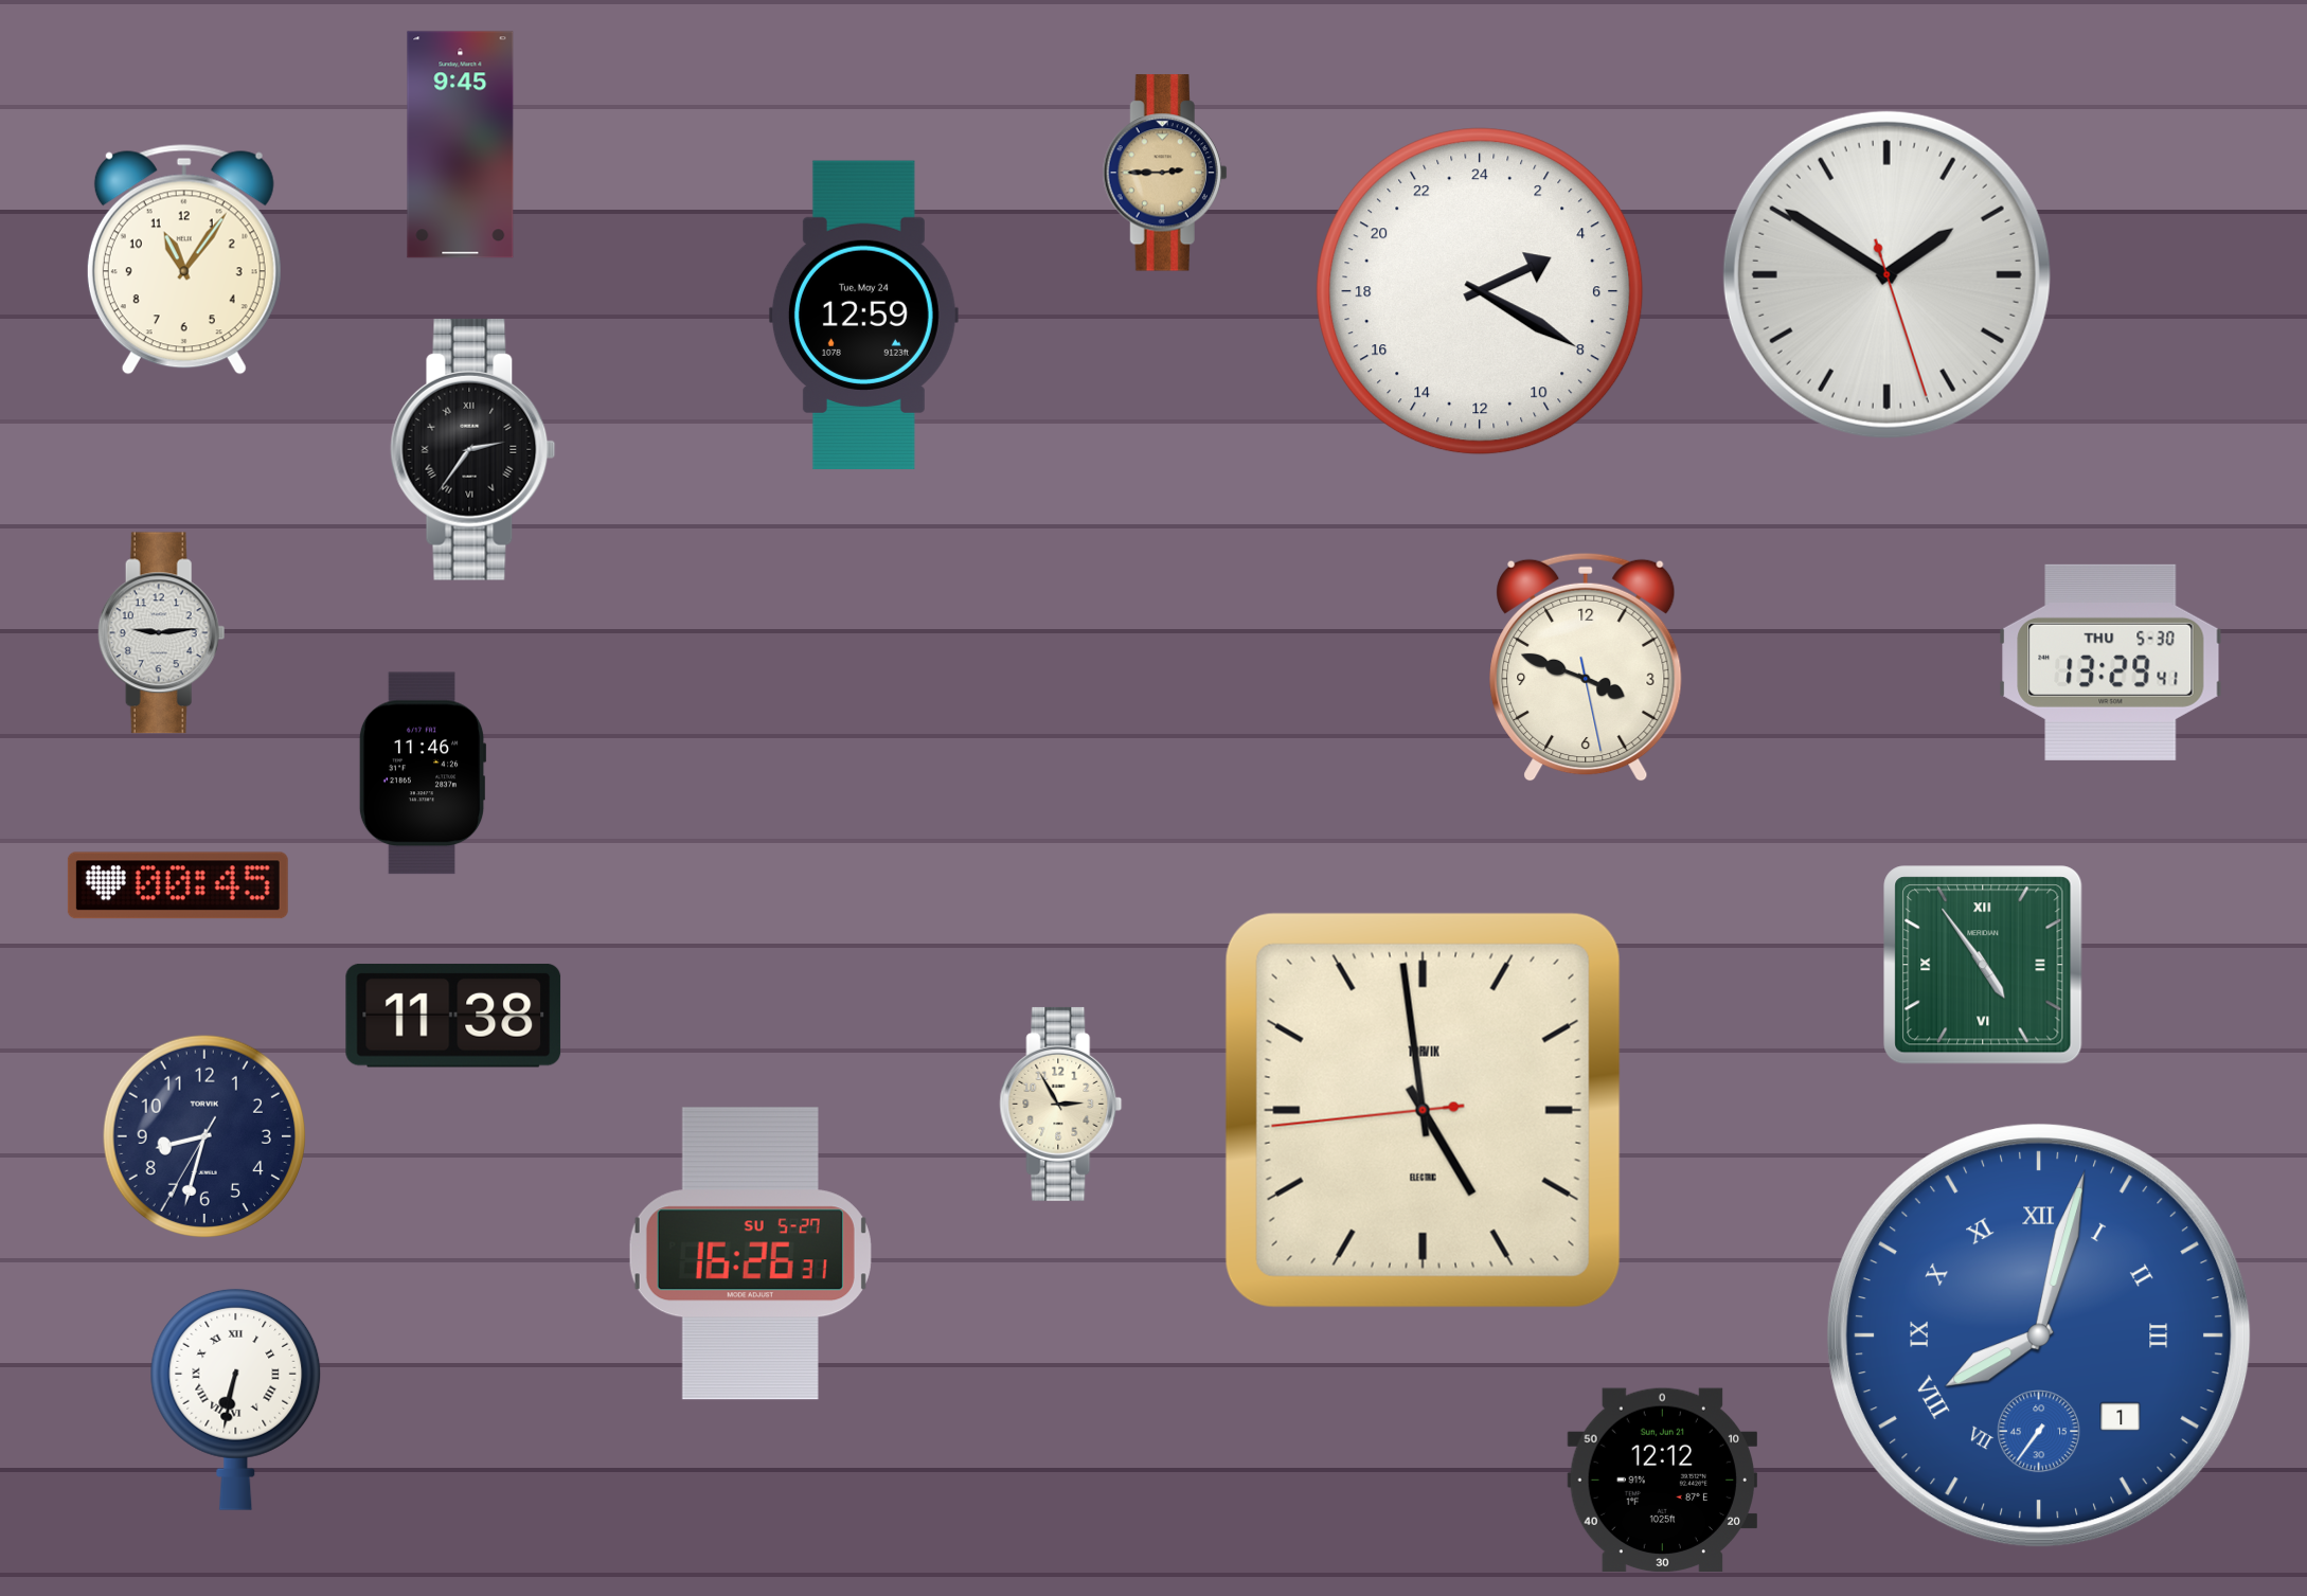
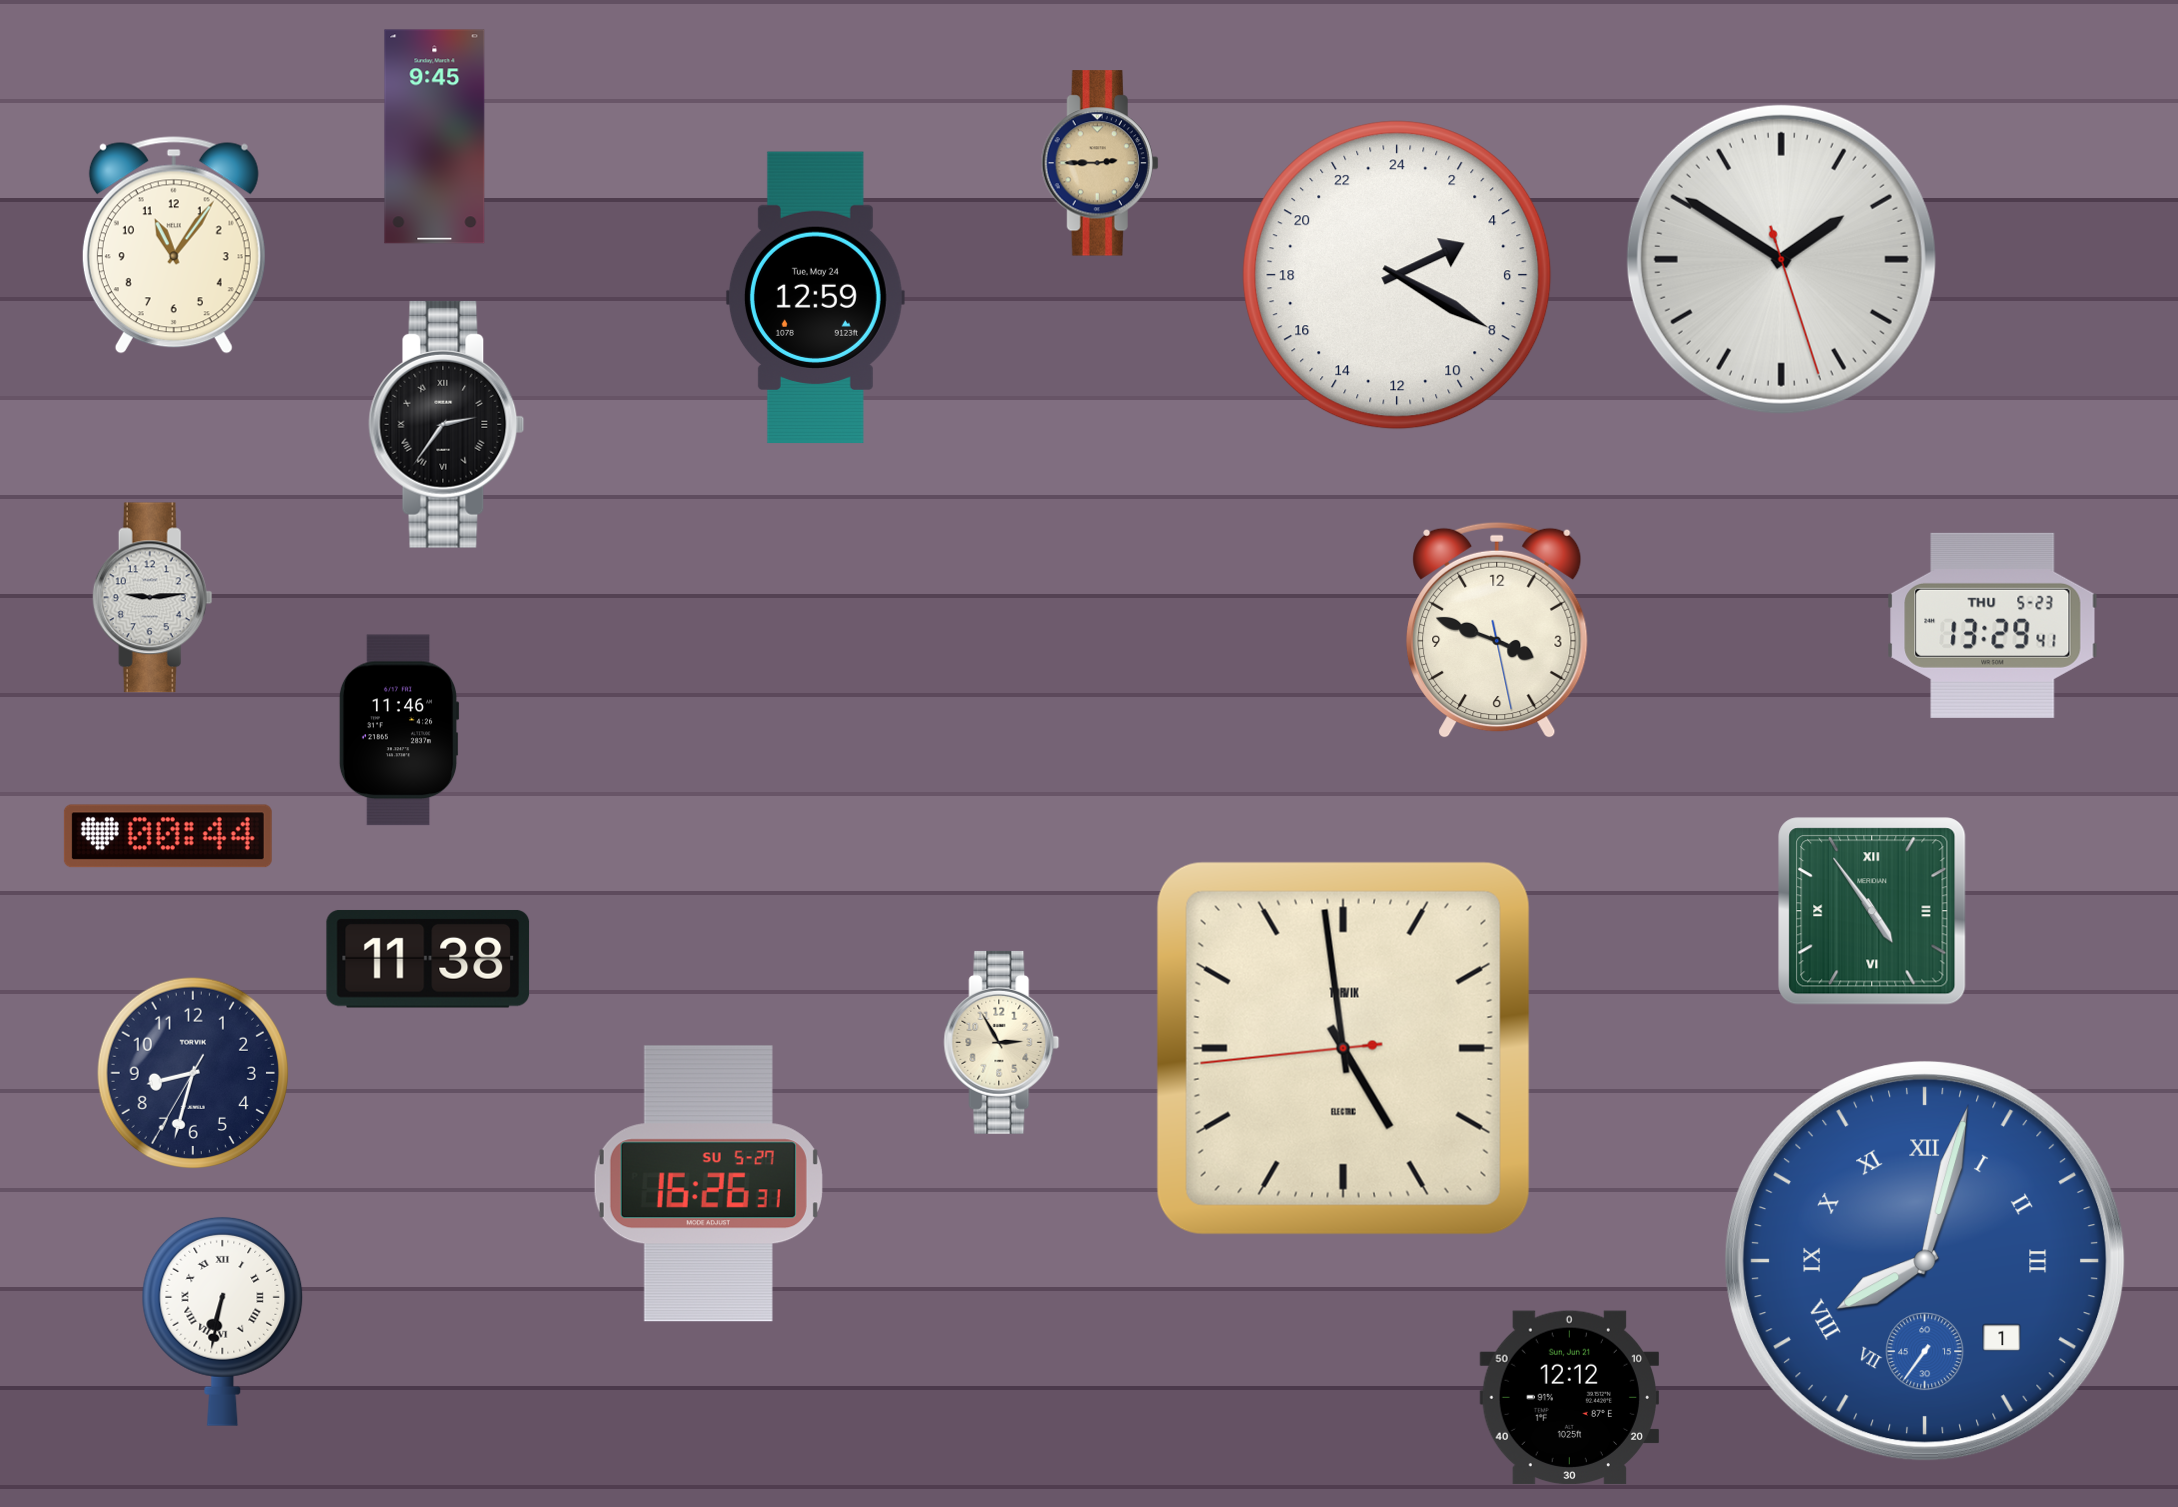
clock at (2111, 662) date: THU 5-30 -> THU 5-23
clock at (178, 885): 00:45 -> 00:44
